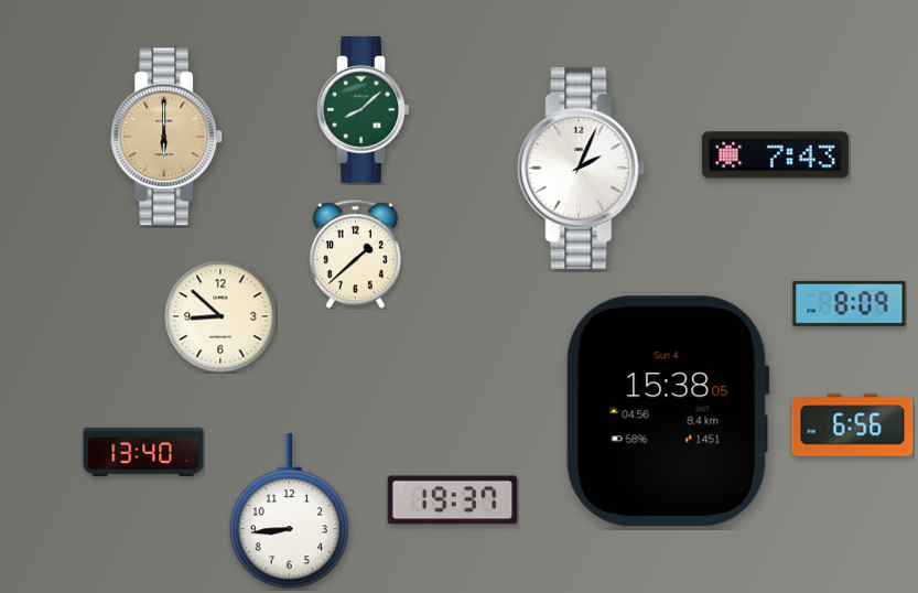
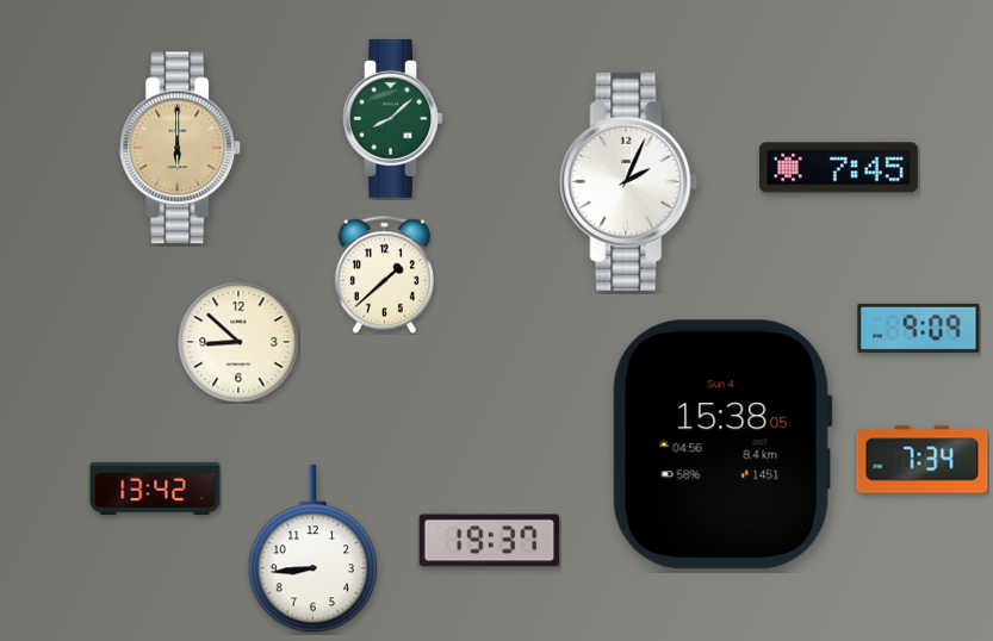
clock at (775, 155): 7:43 -> 7:45
clock at (850, 303): 8:09 -> 9:09
clock at (853, 425): 6:56 -> 7:34
clock at (143, 452): 13:40 -> 13:42
clock at (289, 511) position: (289, 511) -> (312, 549)
